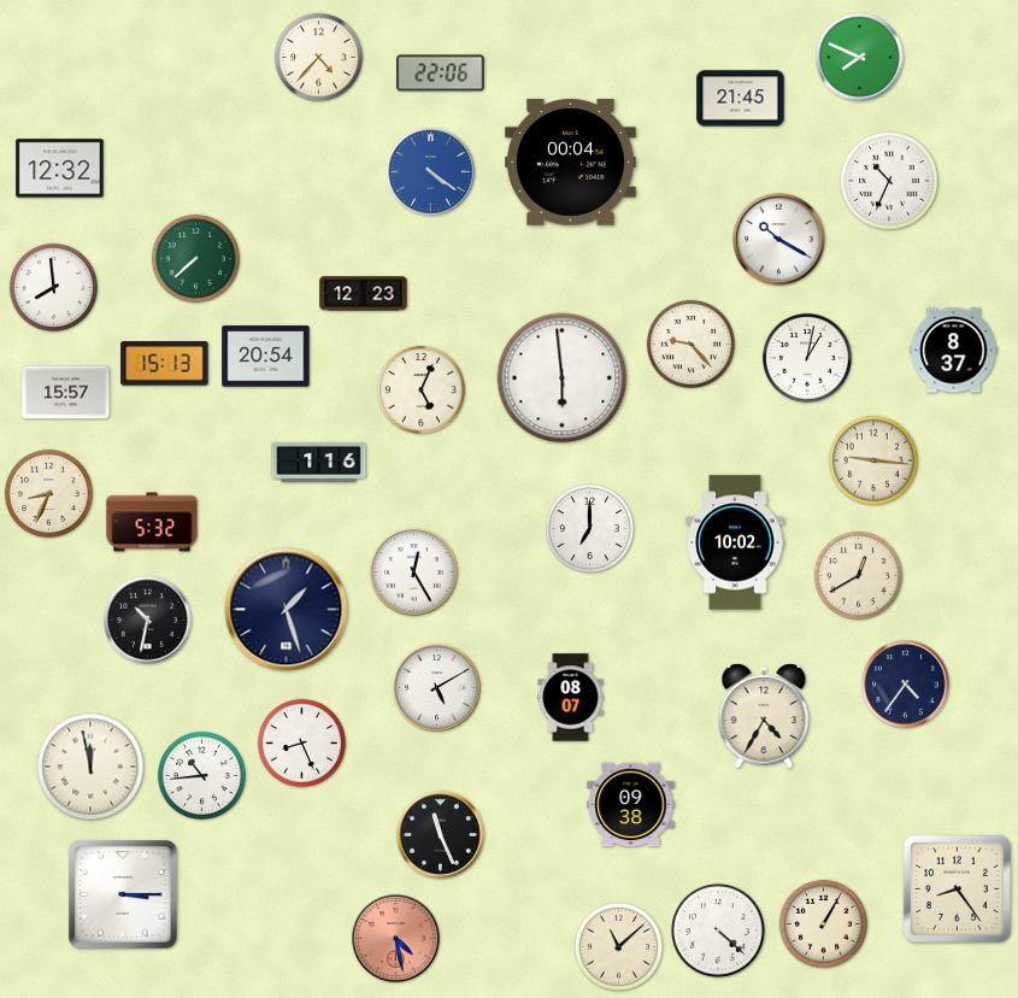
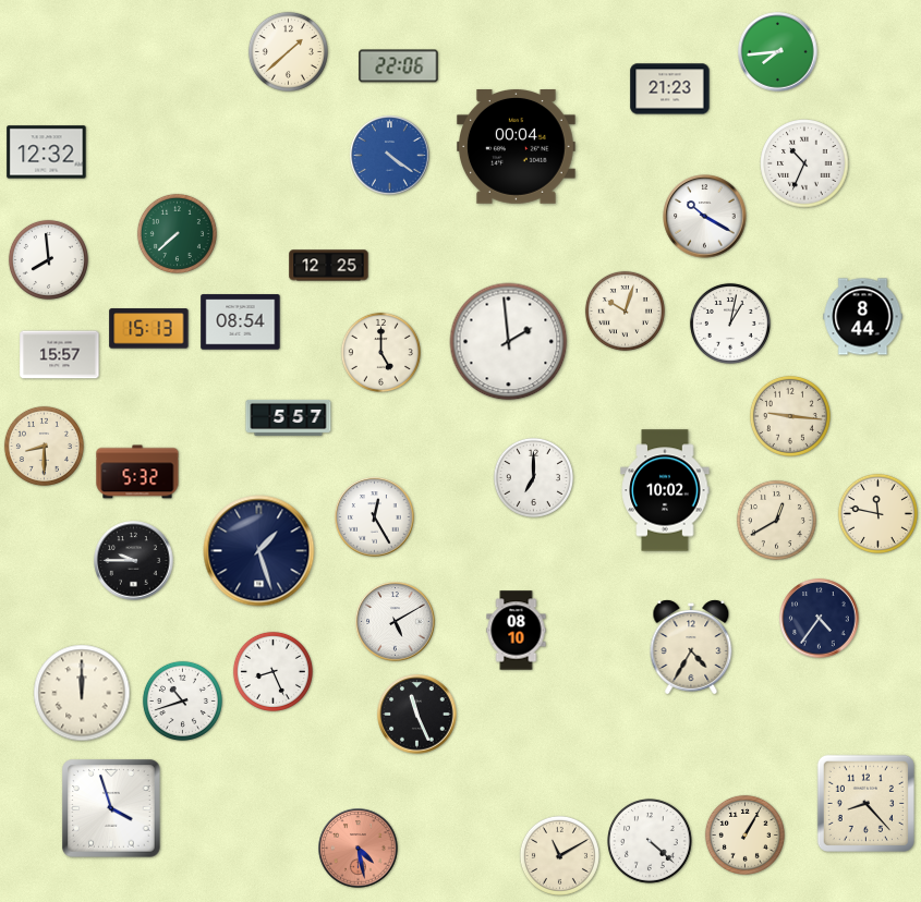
clock at (318, 57): 4:37 -> 1:38
clock at (860, 58): 7:49 -> 7:44
clock at (741, 99): 21:45 -> 21:23
clock at (60, 169) position: (60, 169) -> (47, 153)
clock at (364, 294): 12:23 -> 12:25
clock at (690, 344): 9:23 -> 10:03
clock at (954, 351): 8:37 -> 8:44
clock at (266, 357): 20:54 -> 08:54
clock at (563, 378): 5:59 -> 1:59
clock at (420, 389): 5:04 -> 5:00
clock at (319, 462): 1:16 -> 5:57
clock at (48, 493): 8:34 -> 8:30
clock at (877, 513): none -> 11:47
clock at (148, 621): 10:32 -> 9:45
clock at (571, 698): 08:07 -> 08:10
clock at (90, 767): 11:58 -> 12:00
clock at (201, 775): 10:44 -> 10:42
clock at (631, 805): 09:38 -> none
clock at (441, 835) position: (441, 835) -> (417, 715)
clock at (957, 888): 8:24 -> 8:23
clock at (123, 894): 3:15 -> 3:57
clock at (618, 946): 11:08 -> 11:10
